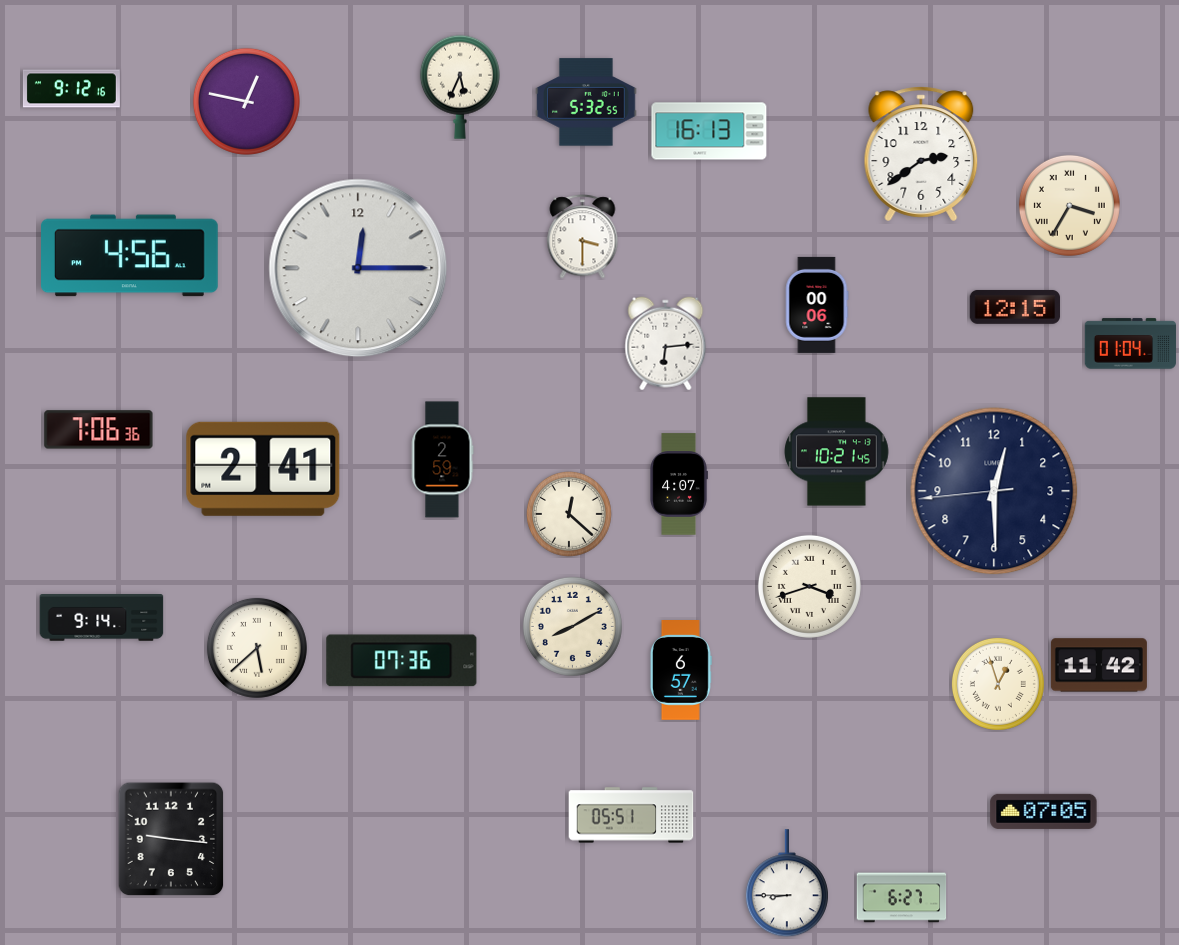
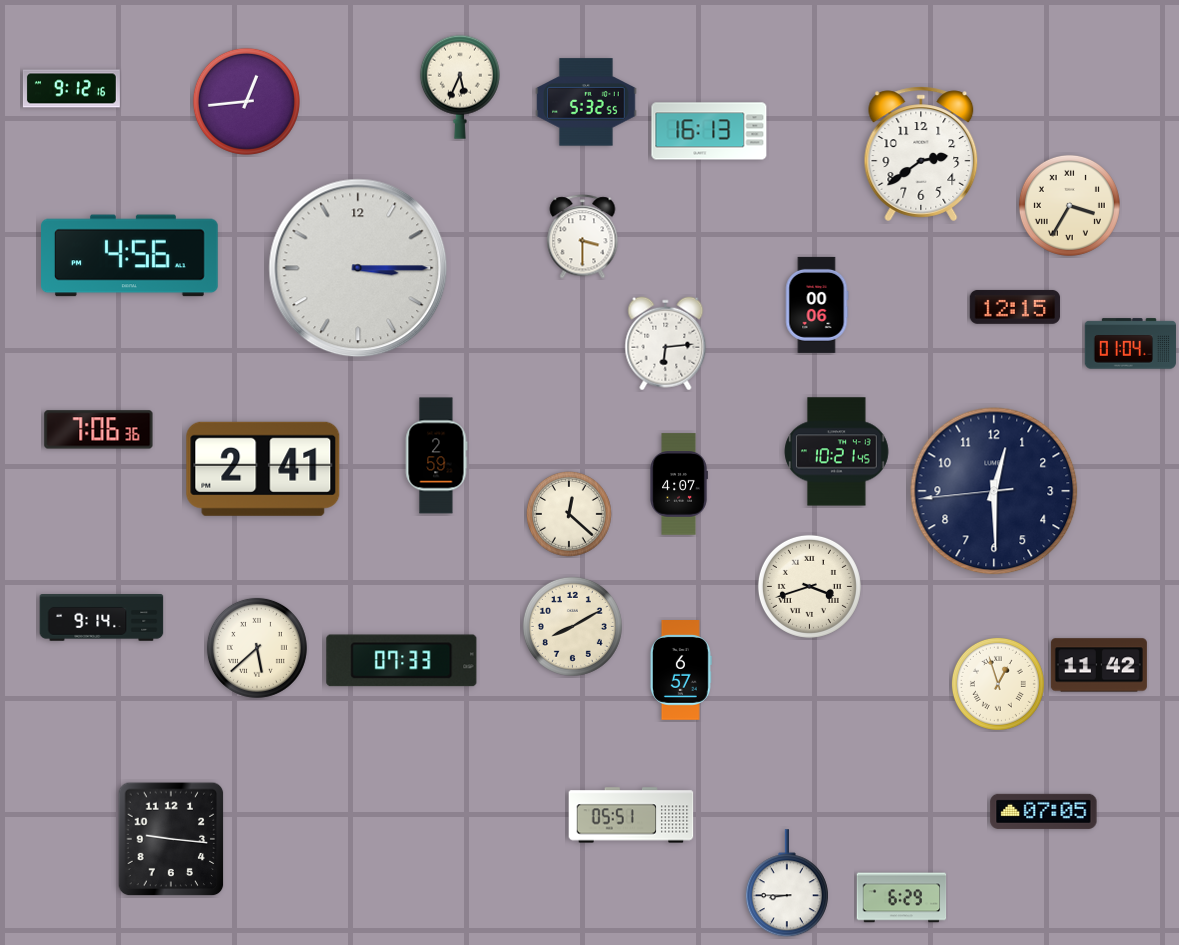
clock at (246, 101): 12:47 -> 12:44
clock at (358, 268): 12:15 -> 3:15
clock at (442, 460) position: (442, 460) -> (436, 456)
clock at (402, 661): 07:36 -> 07:33
clock at (902, 898): 6:27 -> 6:29
